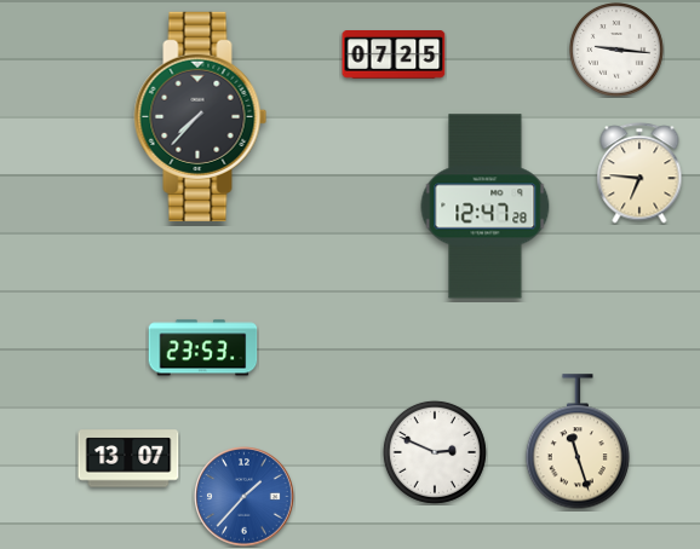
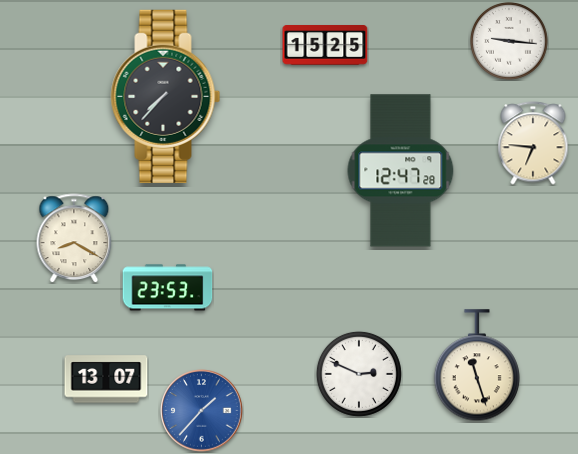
clock at (394, 56): 07:25 -> 15:25
clock at (639, 173) position: (639, 173) -> (533, 143)
clock at (74, 238): none -> 8:20
